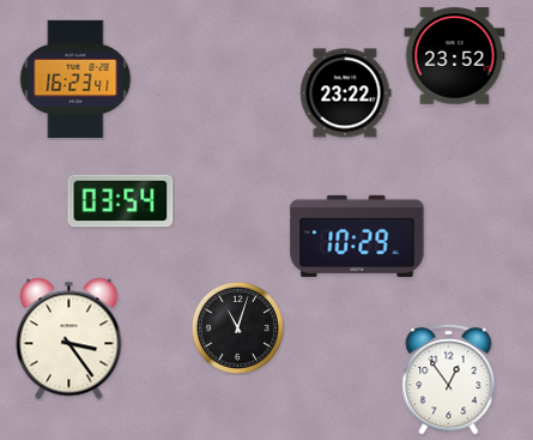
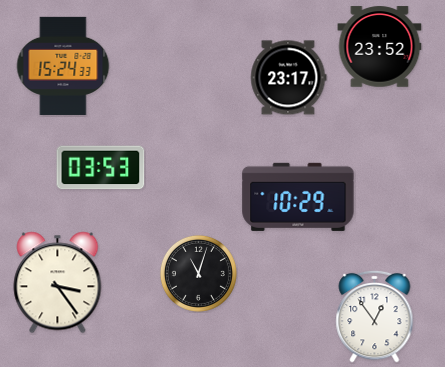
clock at (75, 79): 16:23 -> 15:24
clock at (345, 94): 23:22 -> 23:17
clock at (121, 201): 03:54 -> 03:53
